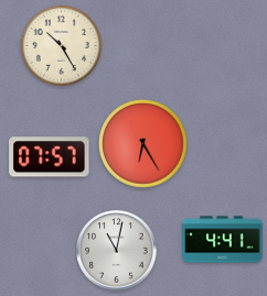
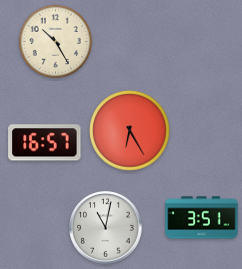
clock at (50, 157): 07:57 -> 16:57
clock at (223, 240): 4:41 -> 3:51
